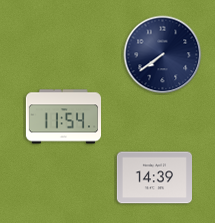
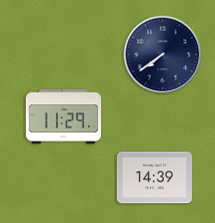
clock at (63, 117): 11:54 -> 11:29
